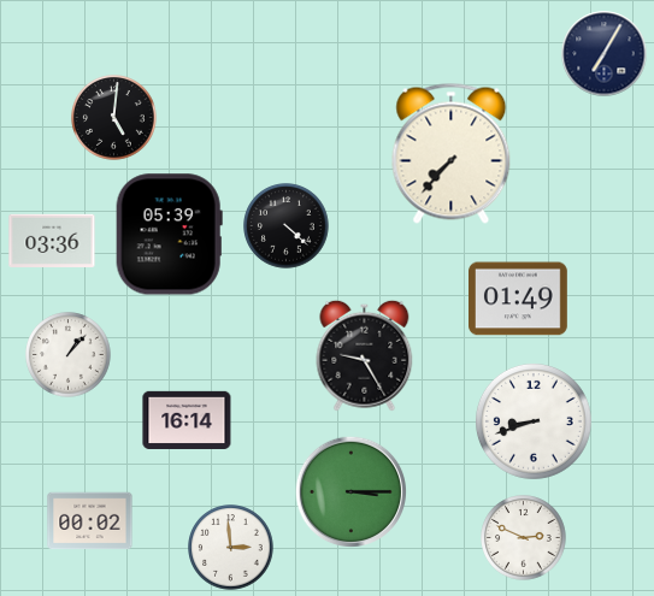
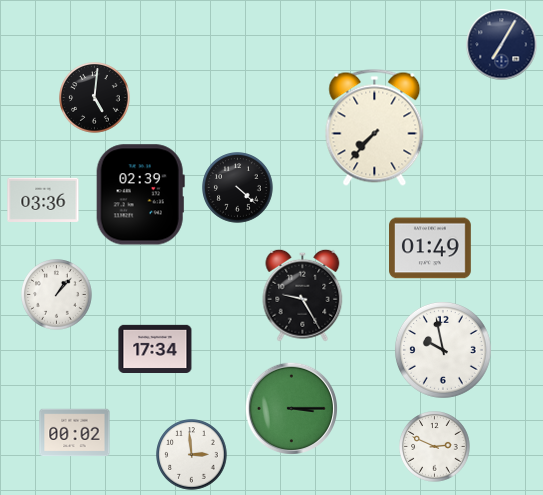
clock at (169, 235): 05:39 -> 02:39
clock at (187, 419): 16:14 -> 17:34
clock at (534, 421): 8:42 -> 9:58
